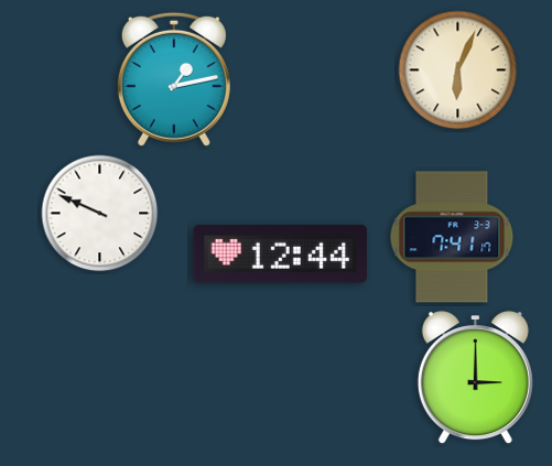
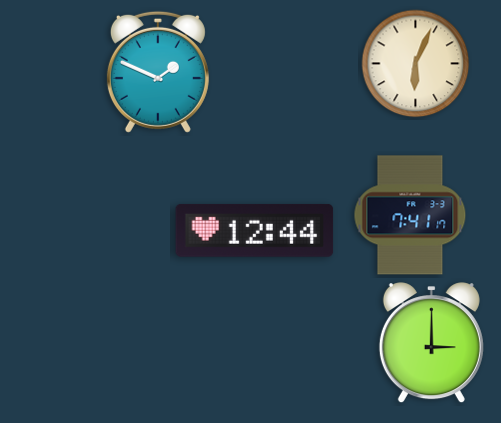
clock at (174, 79): 1:13 -> 1:49
clock at (100, 214): 9:49 -> none
